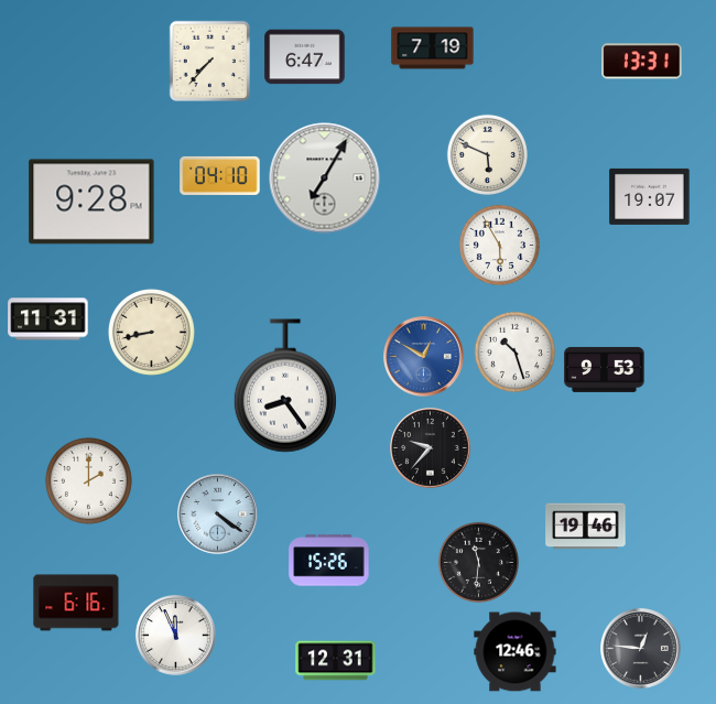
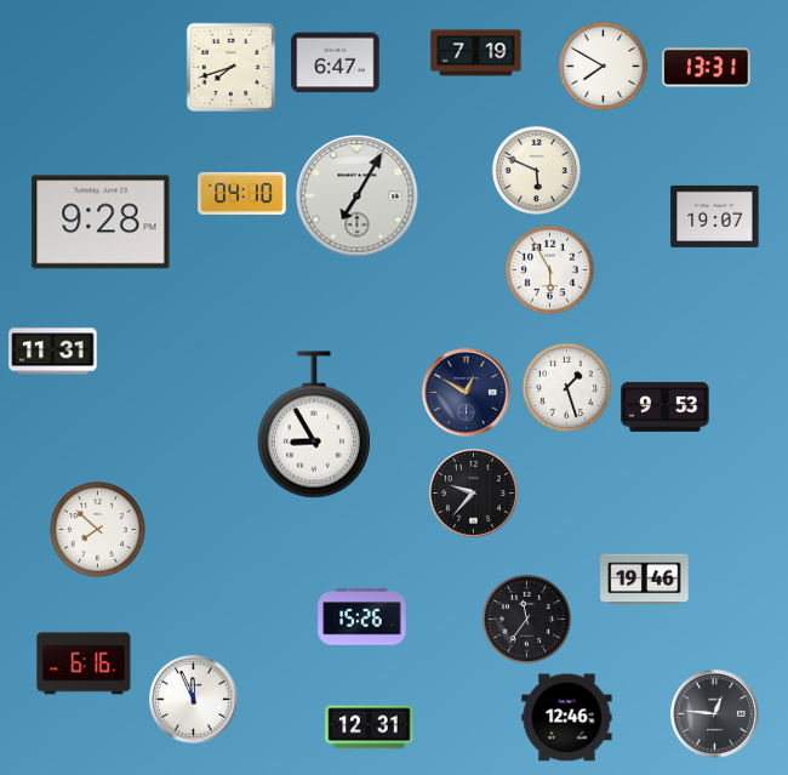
clock at (603, 65): none -> 7:50
clock at (209, 61): 7:37 -> 7:42
clock at (151, 332): 8:43 -> none
clock at (514, 351): 10:27 -> 1:27
clock at (424, 357) dial: blue -> navy
clock at (285, 386): 8:24 -> 8:55
clock at (88, 480): 2:00 -> 7:52
clock at (218, 515): 4:21 -> none
clock at (478, 562): 11:31 -> 11:36
clock at (641, 649) position: (641, 649) -> (715, 714)
